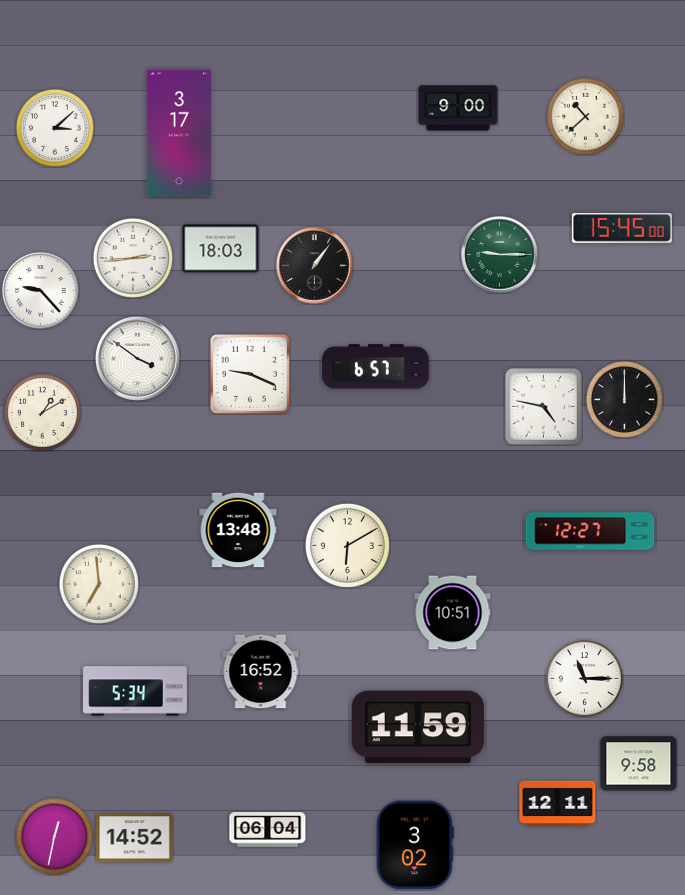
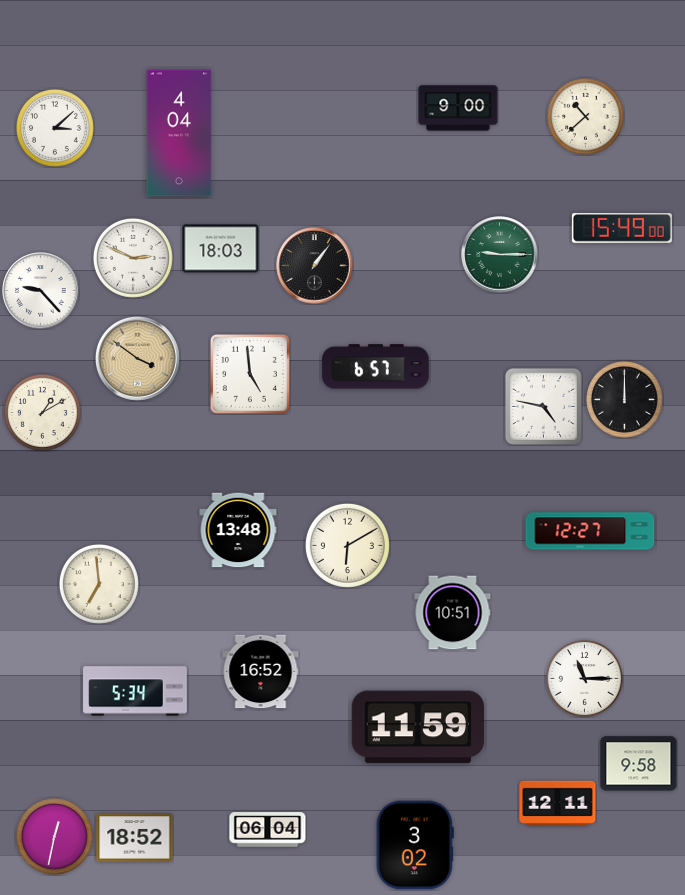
clock at (179, 133): 3:17 -> 4:04
clock at (622, 228): 15:45 -> 15:49
clock at (133, 258): 2:44 -> 2:49
clock at (137, 358) dial: white -> champagne
clock at (250, 374): 9:19 -> 4:59
clock at (135, 838): 14:52 -> 18:52
